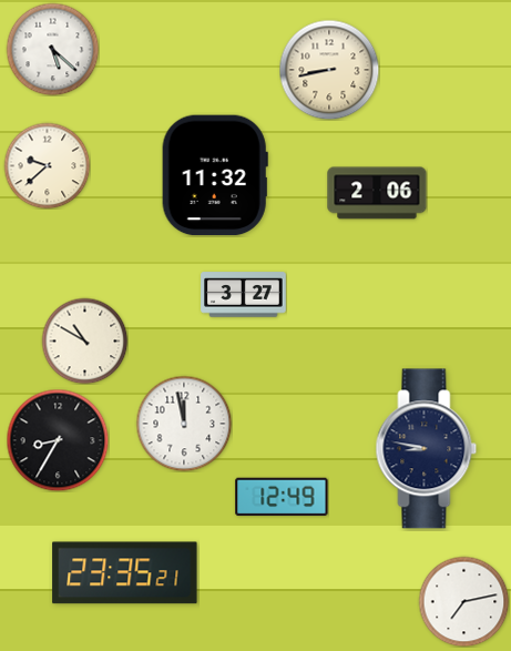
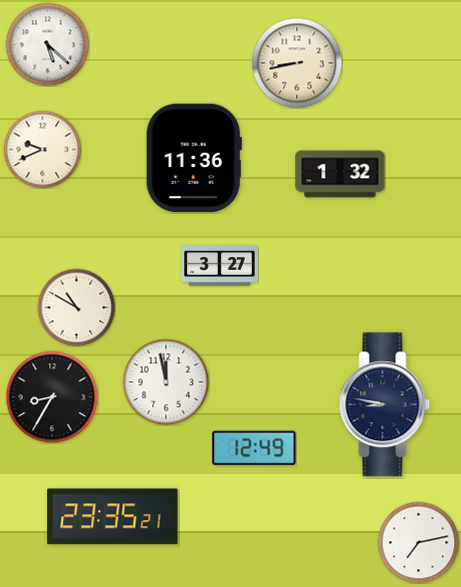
clock at (47, 165): 9:38 -> 9:41
clock at (215, 175): 11:32 -> 11:36
clock at (377, 193): 2:06 -> 1:32
